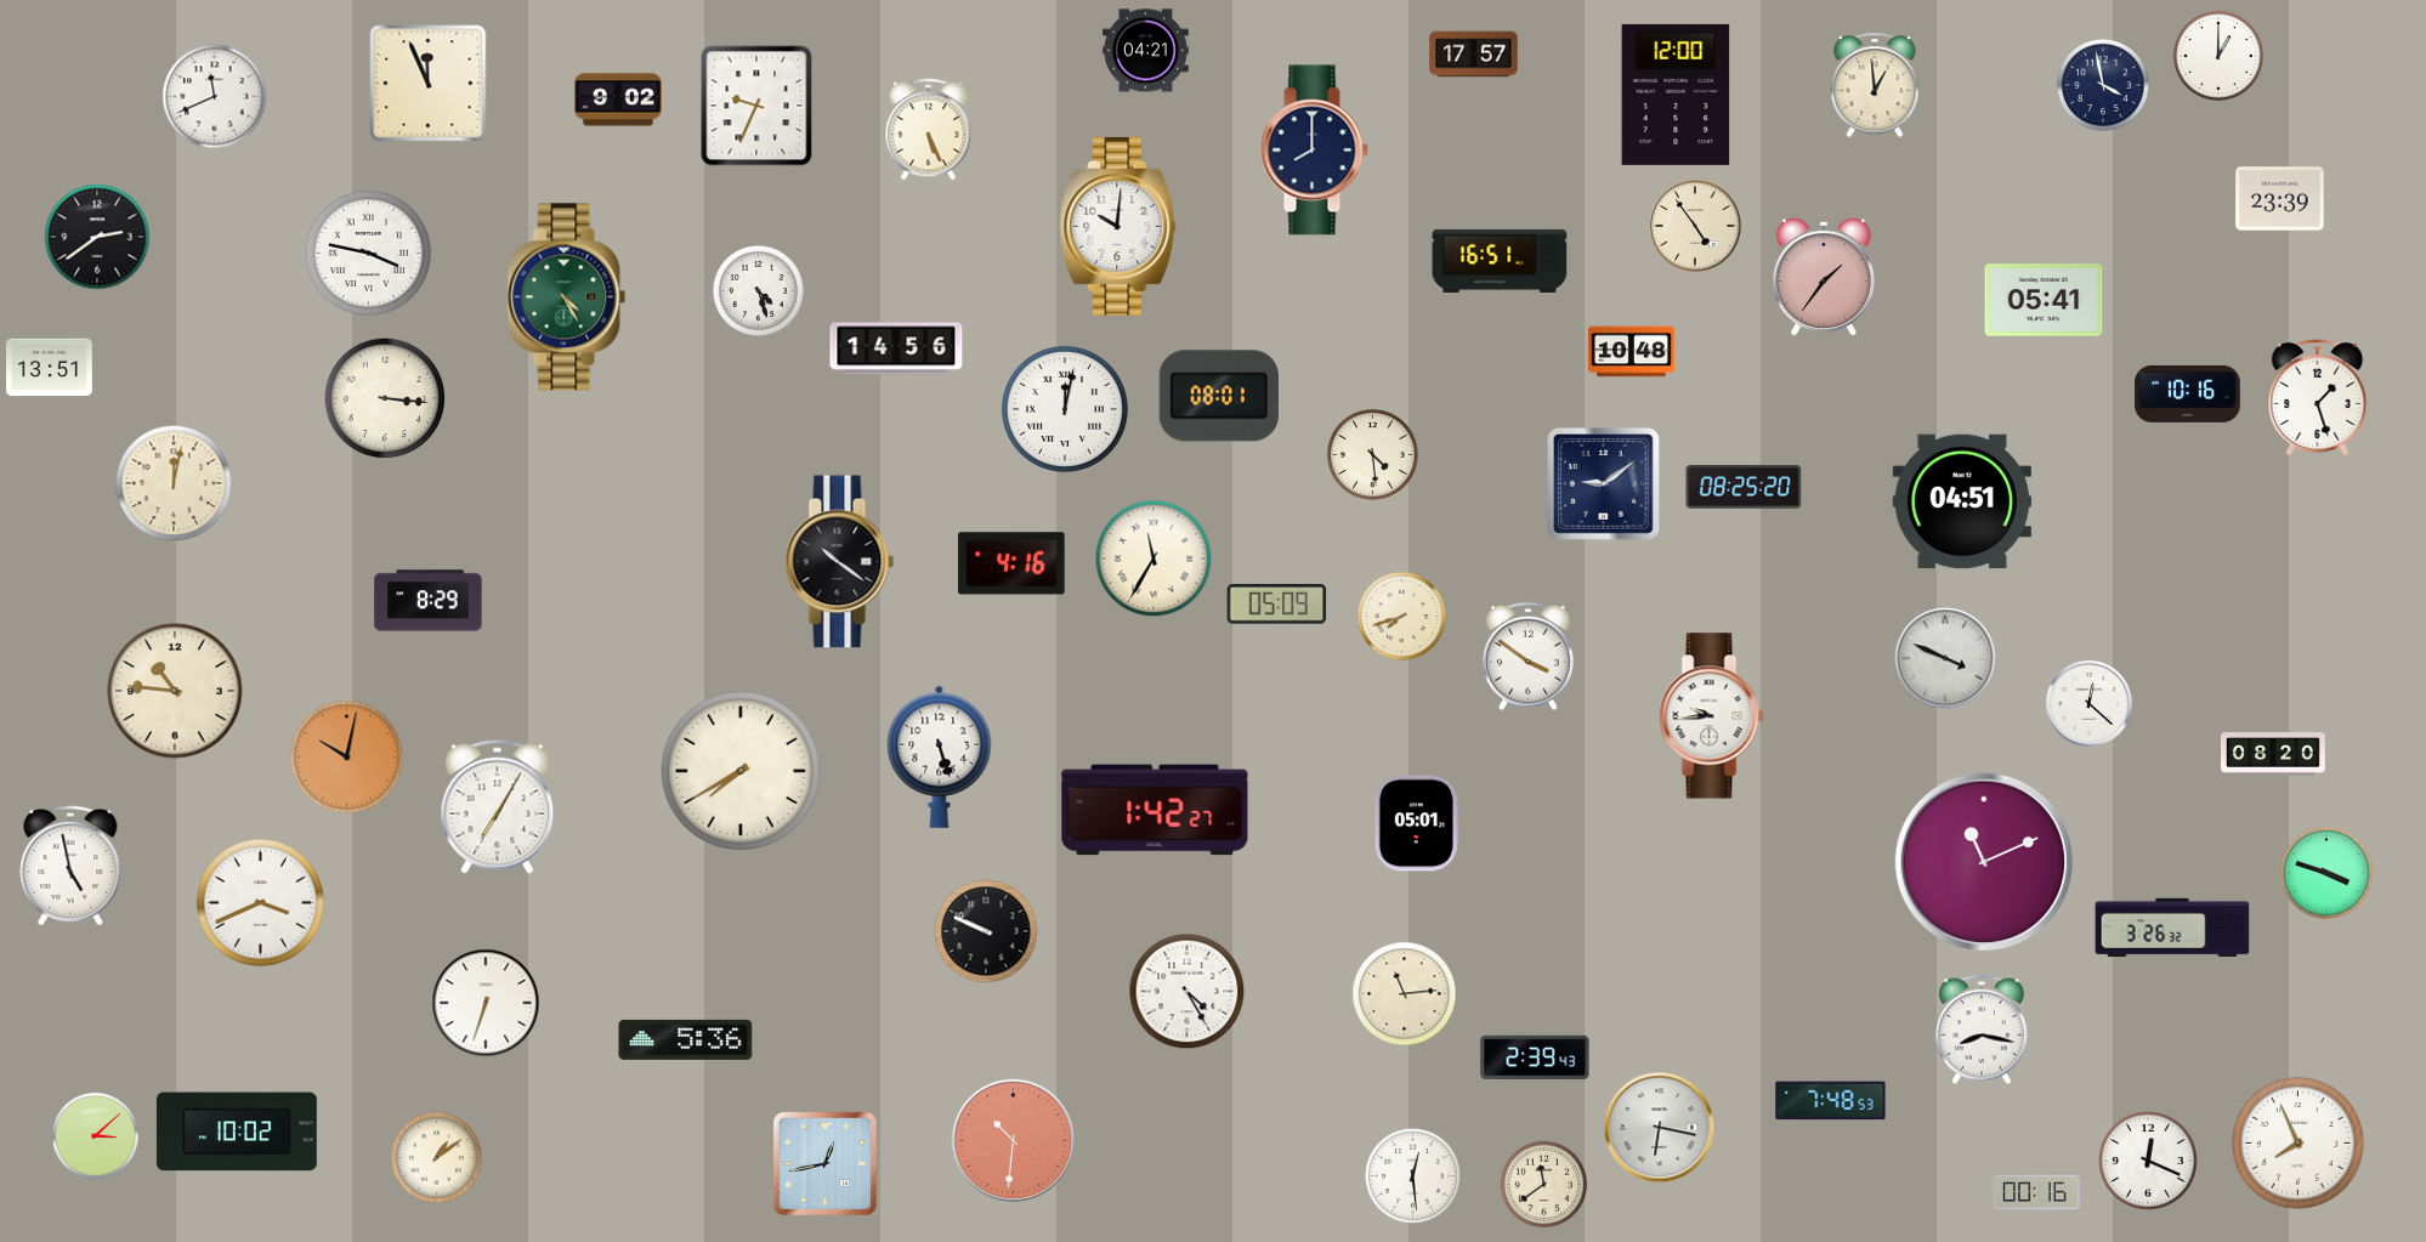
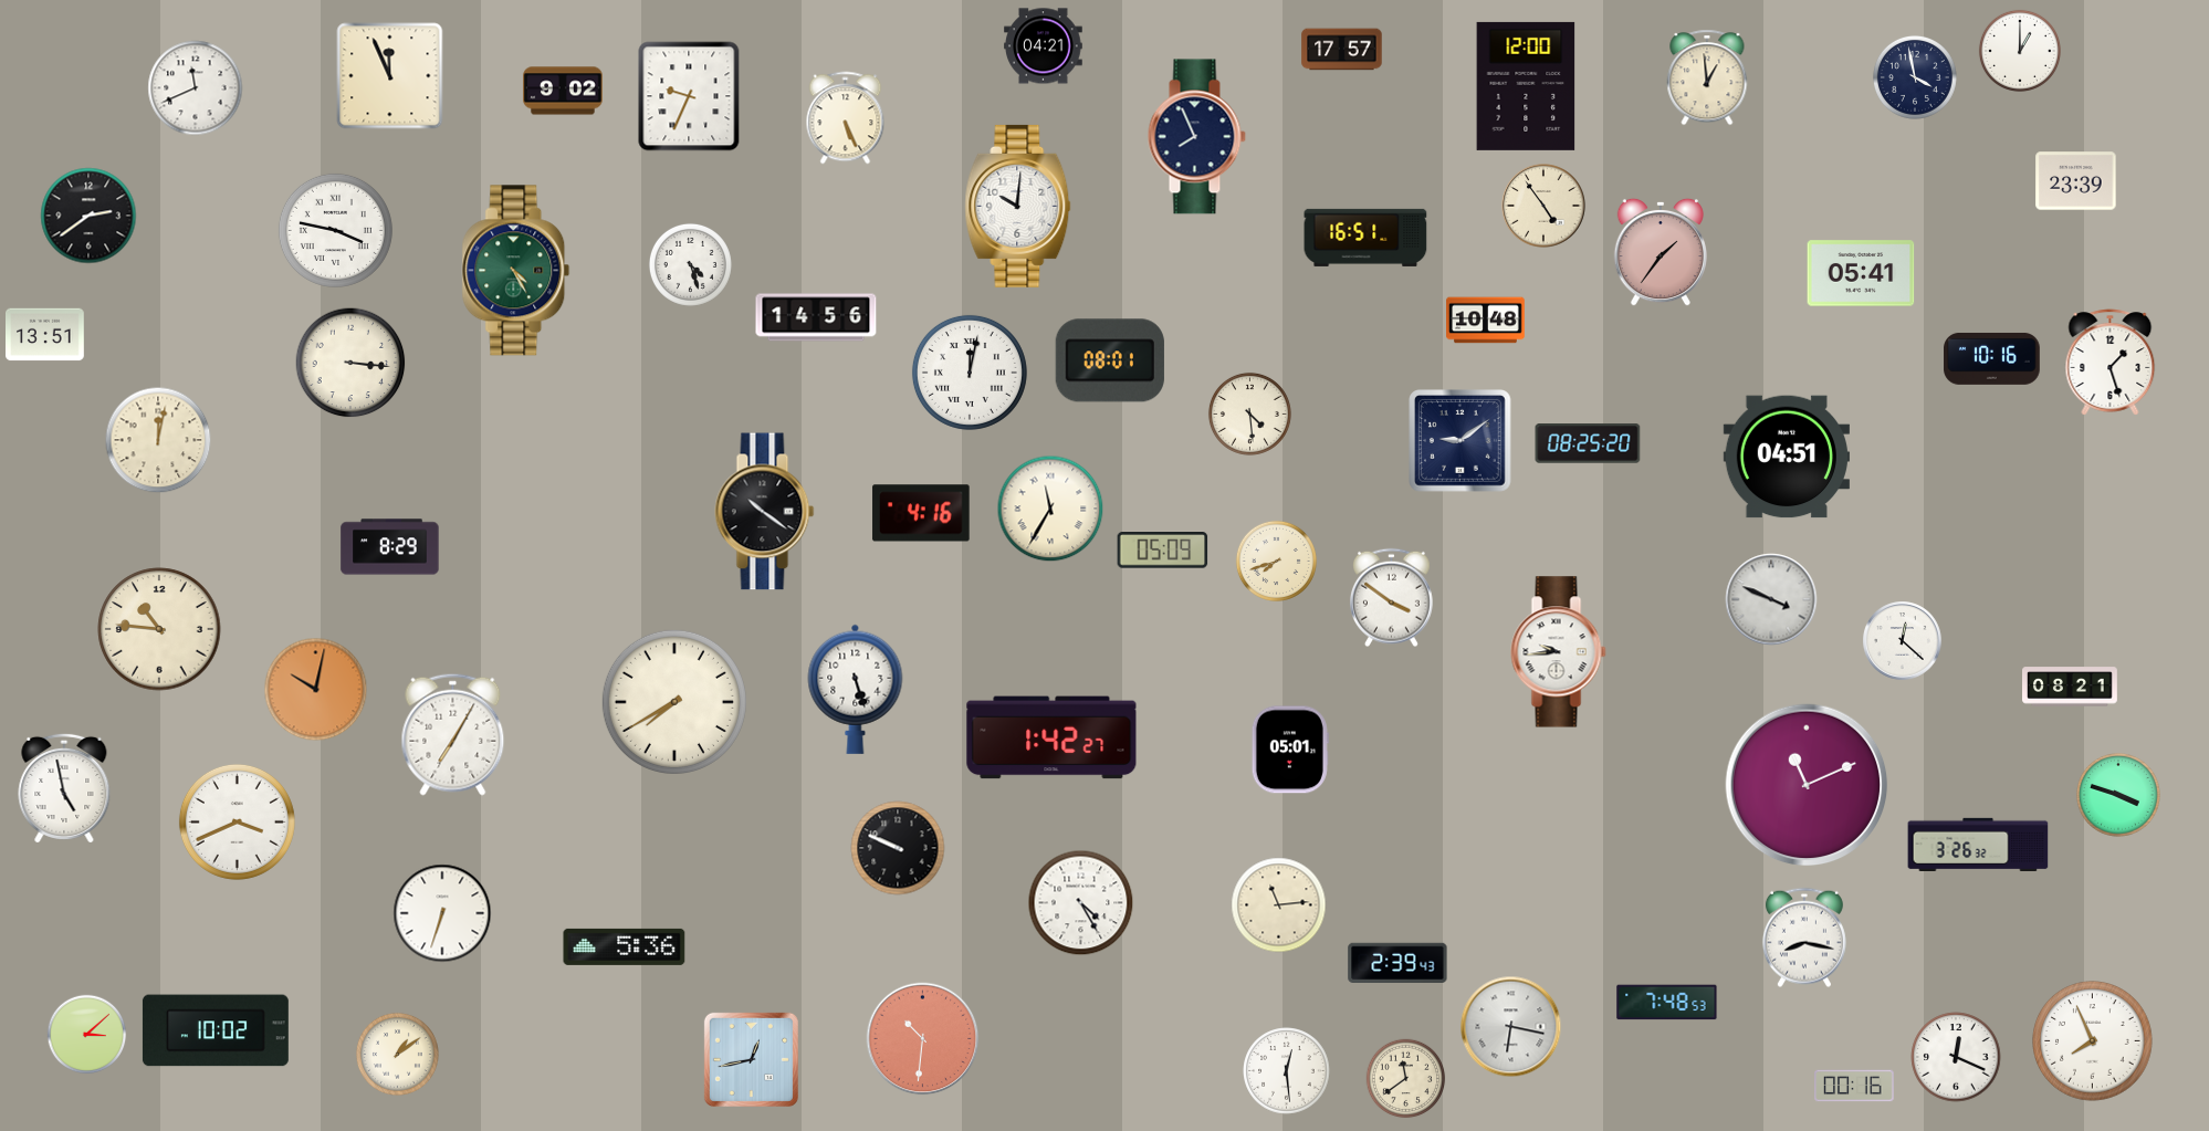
clock at (1314, 151): 8:00 -> 7:56
clock at (2274, 754): 08:20 -> 08:21
